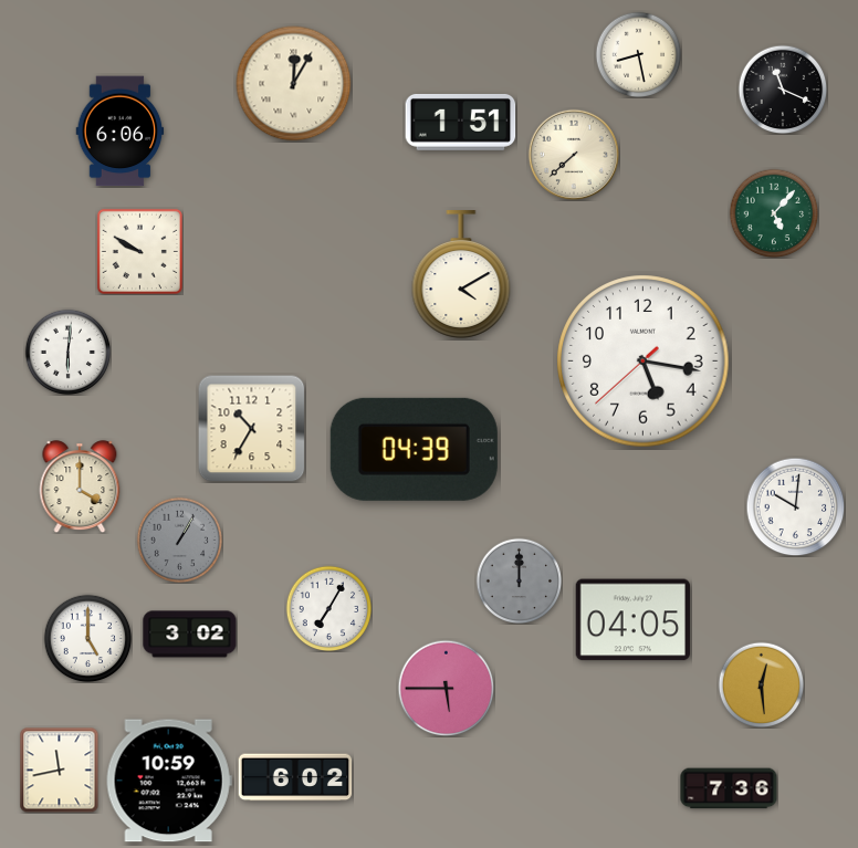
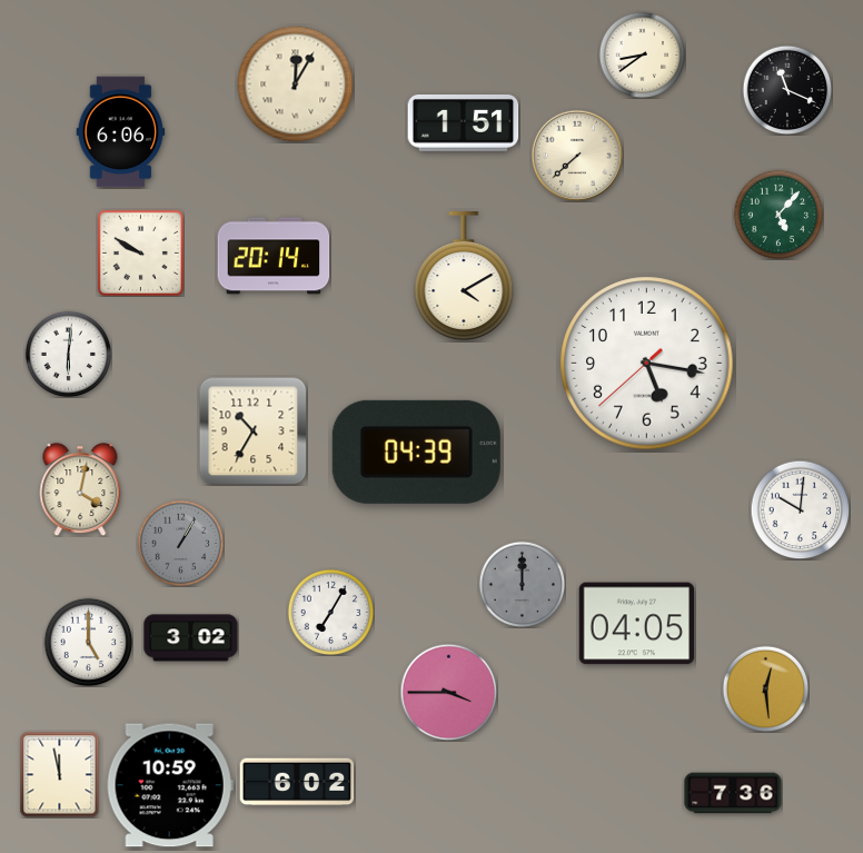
clock at (638, 54): 8:28 -> 8:39
clock at (274, 256): none -> 20:14
clock at (80, 486): 4:00 -> 4:02
clock at (446, 688): 5:45 -> 3:45
clock at (60, 770): 11:43 -> 11:58
